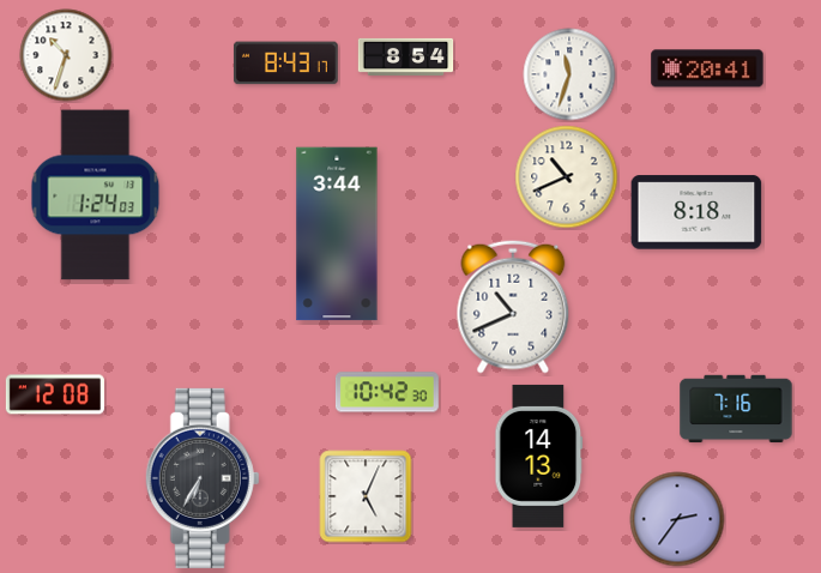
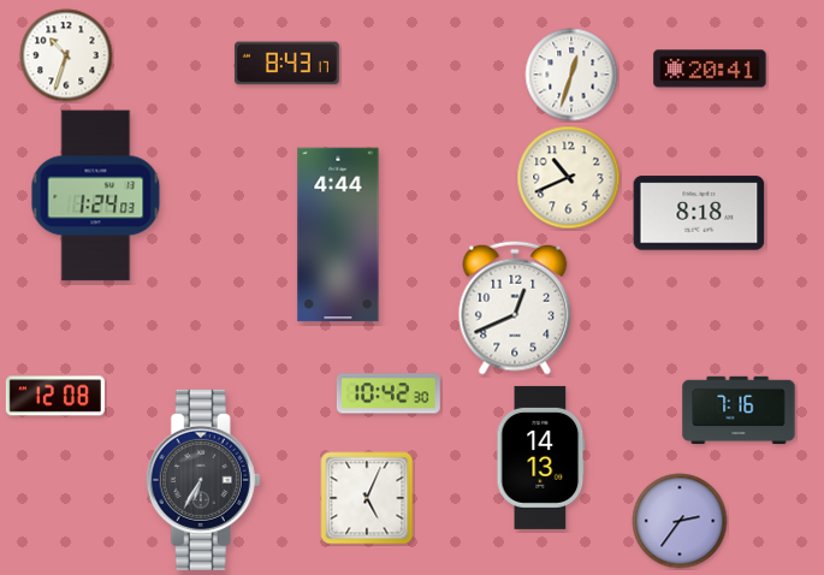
clock at (406, 56): 8:54 -> none
clock at (569, 74): 11:33 -> 12:33
clock at (337, 234): 3:44 -> 4:44
clock at (513, 307): 10:41 -> 12:41
